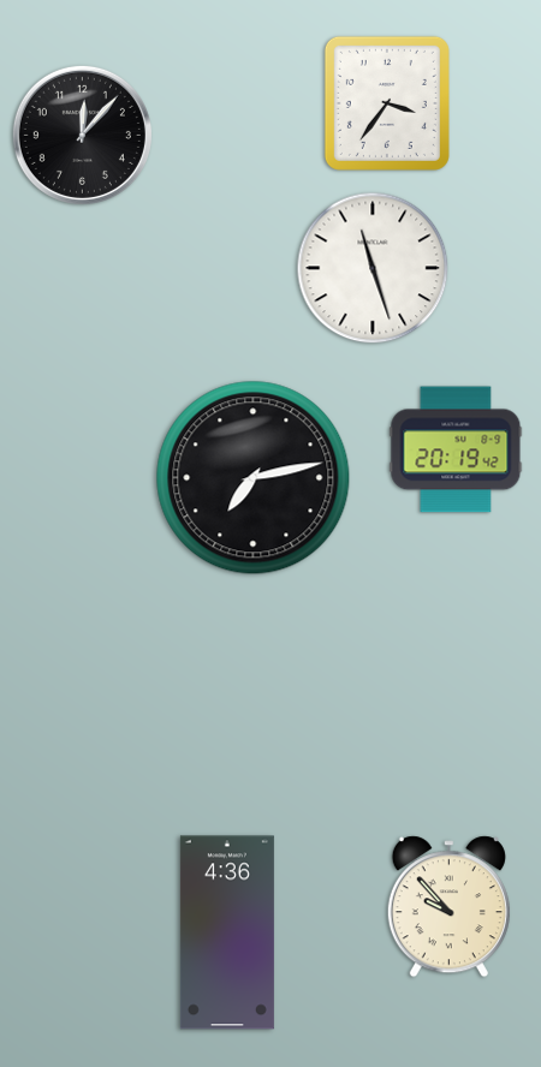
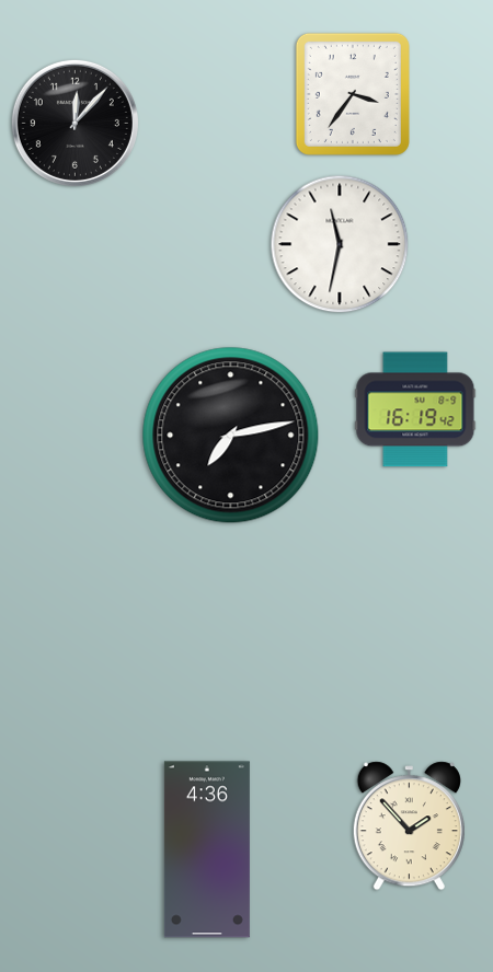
clock at (373, 268): 11:27 -> 11:32
clock at (456, 449): 20:19 -> 16:19
clock at (448, 907): 9:53 -> 1:53
